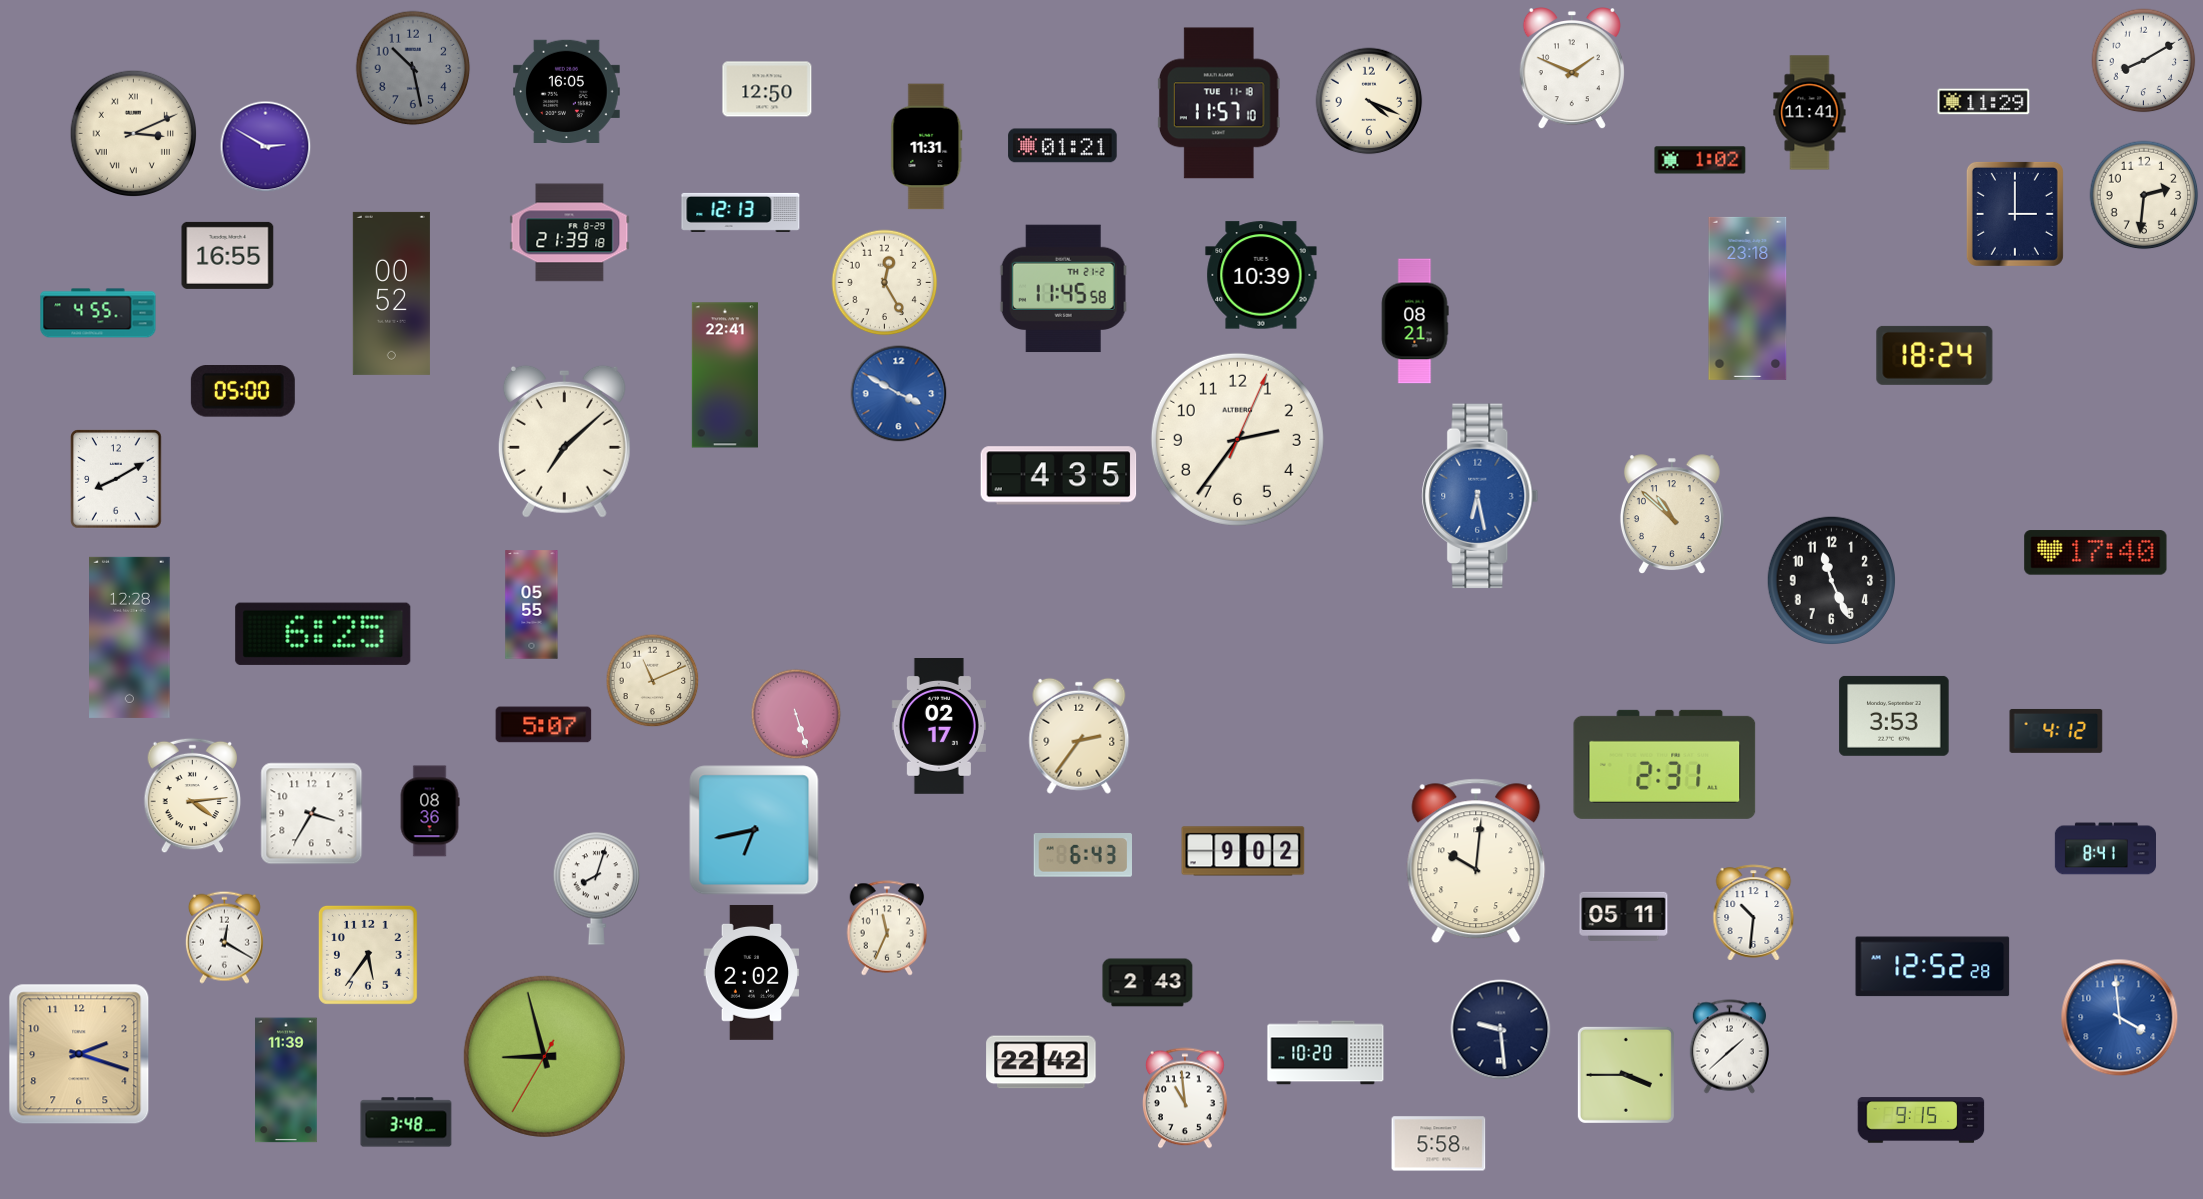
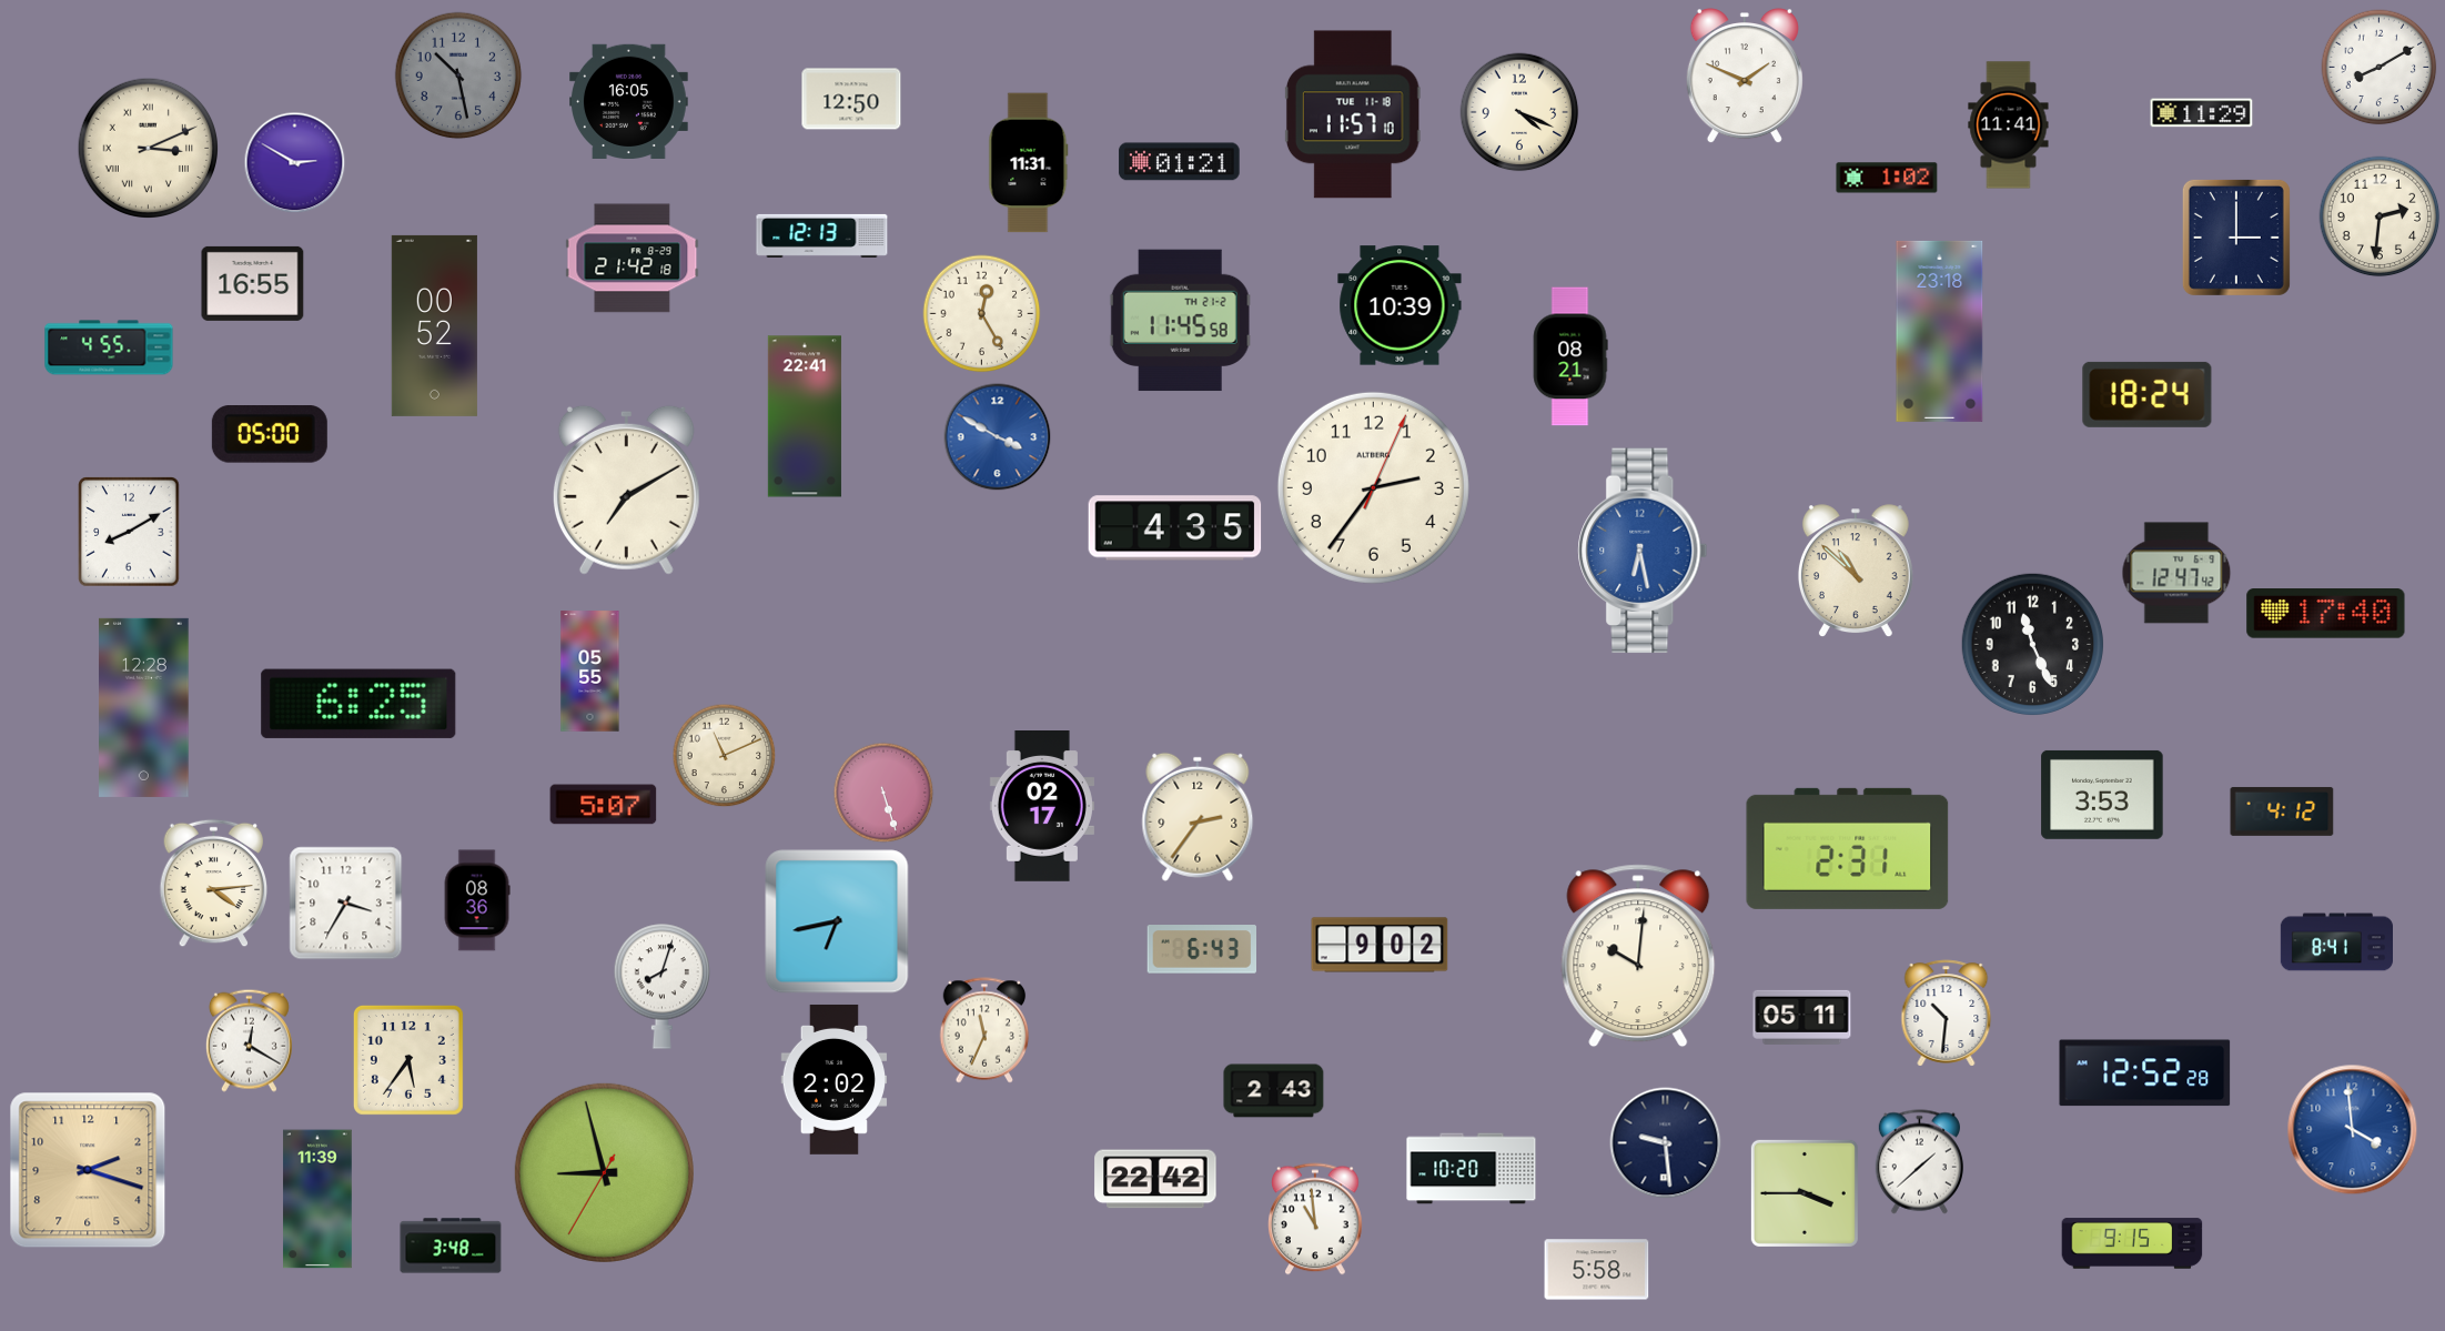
clock at (570, 233): 21:39 -> 21:42
clock at (564, 441): 7:08 -> 7:10
clock at (2176, 573): none -> 12:47
